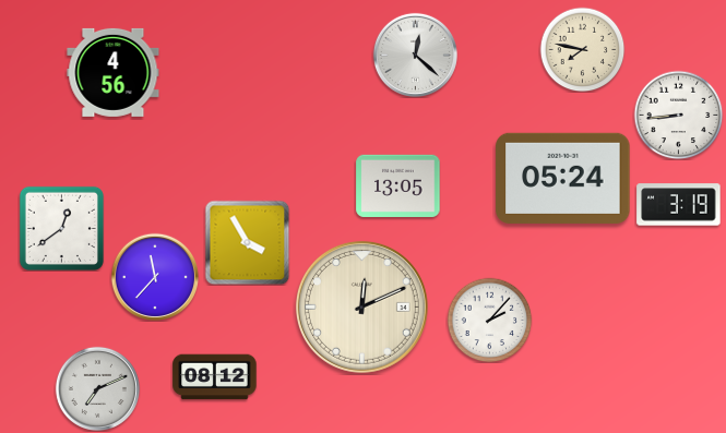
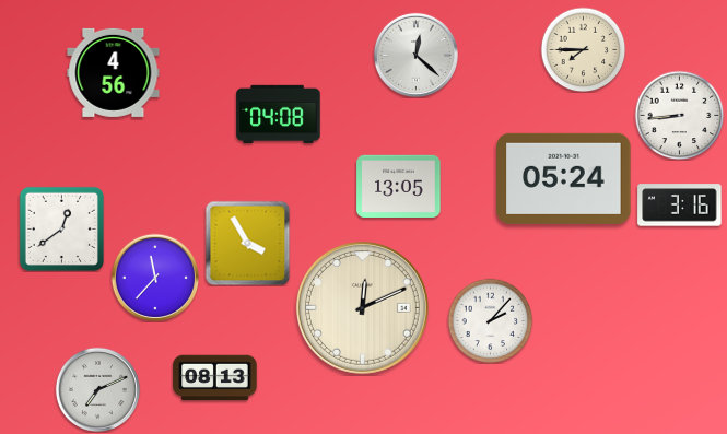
clock at (582, 49): 7:47 -> 7:45
clock at (279, 115): none -> 04:08
clock at (679, 205): 3:19 -> 3:16
clock at (215, 377): 08:12 -> 08:13
